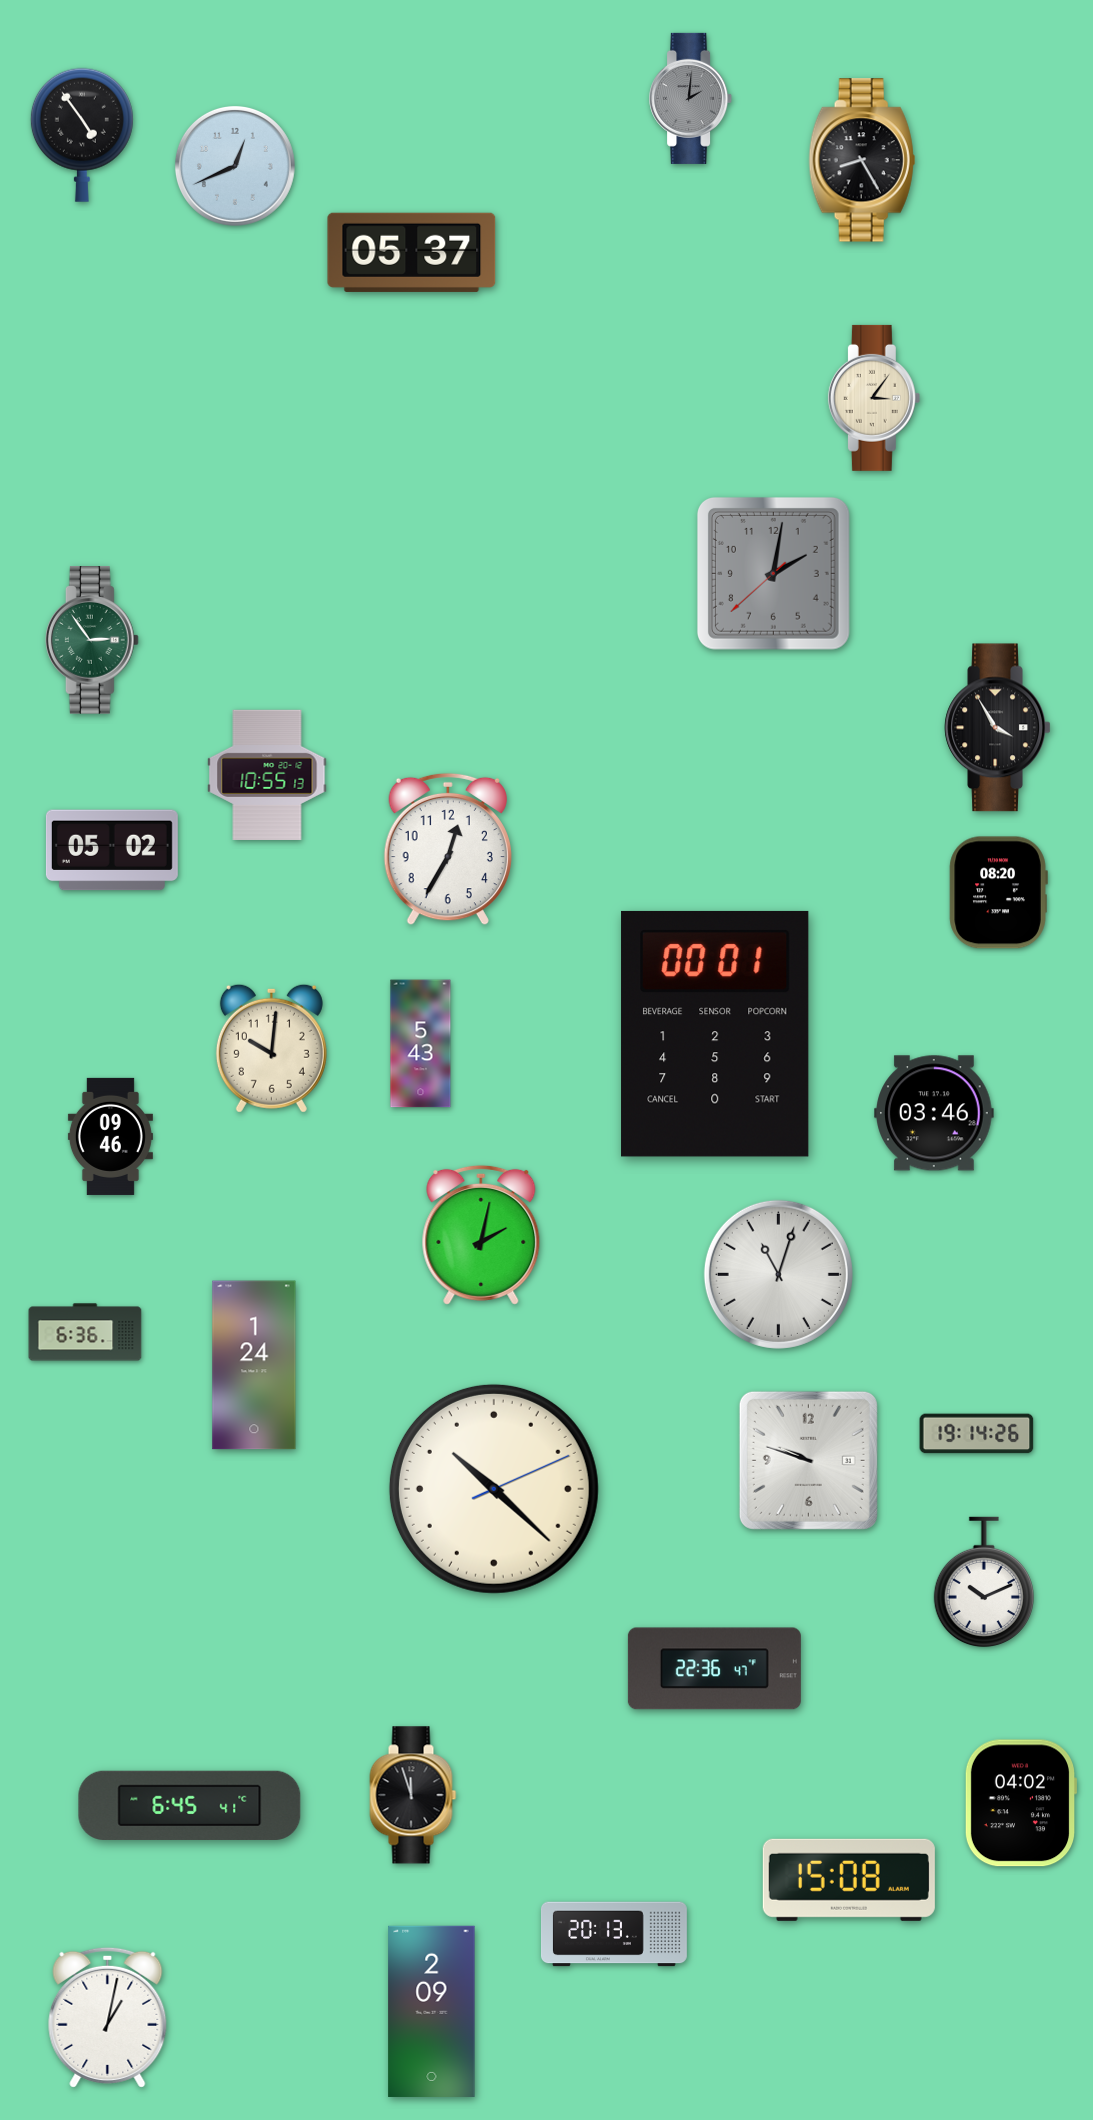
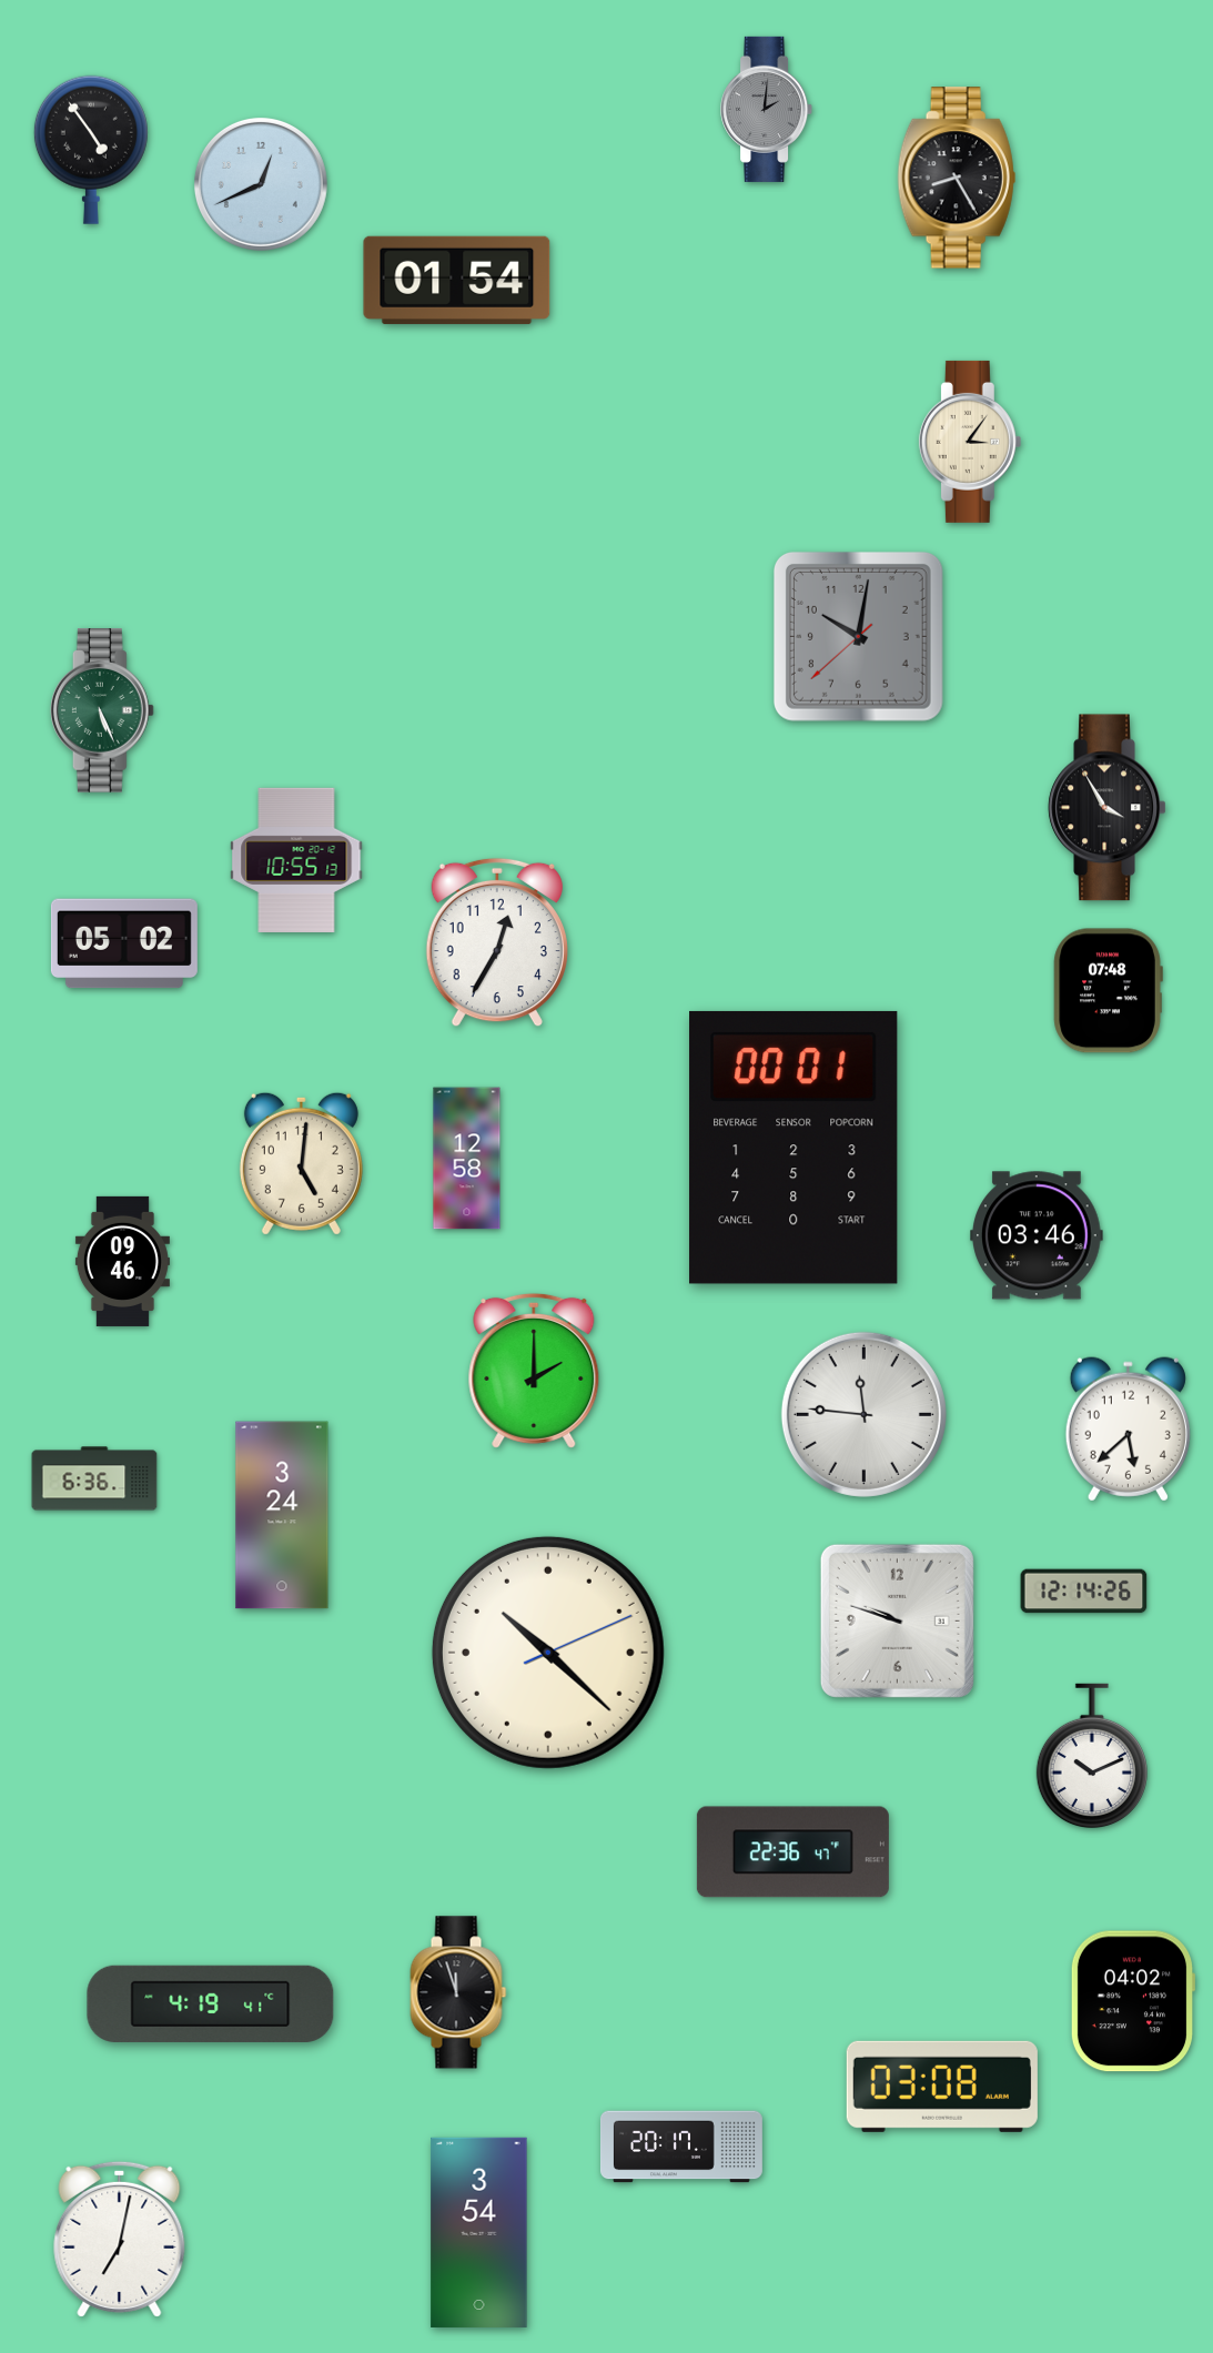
clock at (412, 252): 05:37 -> 01:54
clock at (773, 573): 2:01 -> 10:01
clock at (92, 640): 2:54 -> 5:26
clock at (998, 893): 08:20 -> 07:48
clock at (421, 1044): 5:43 -> 12:58
clock at (271, 1048): 10:01 -> 5:01
clock at (481, 1235): 2:02 -> 2:00
clock at (778, 1274): 11:03 -> 11:46
clock at (1128, 1430): none -> 5:38
clock at (254, 1365): 1:24 -> 3:24
clock at (977, 1434): 19:14 -> 12:14
clock at (190, 1805): 6:45 -> 4:19
clock at (849, 1880): 15:08 -> 03:08
clock at (614, 1934): 20:13 -> 20:17
clock at (432, 2011): 2:09 -> 3:54
clock at (108, 2017): 1:02 -> 7:02
